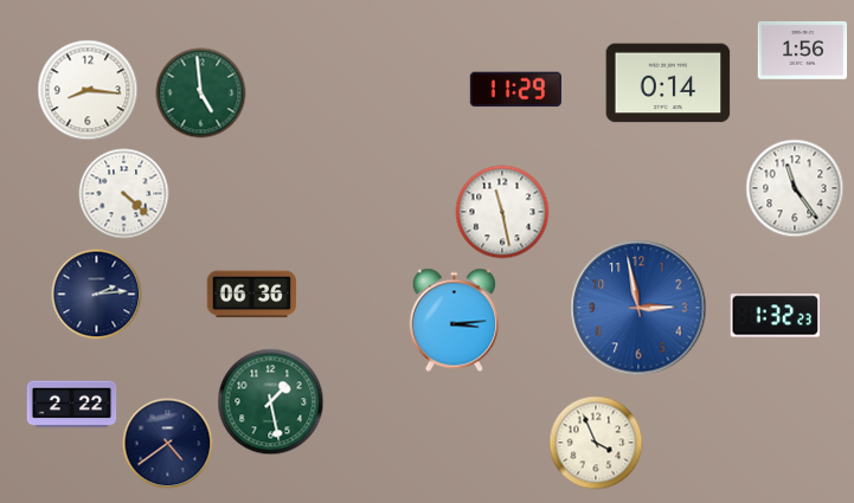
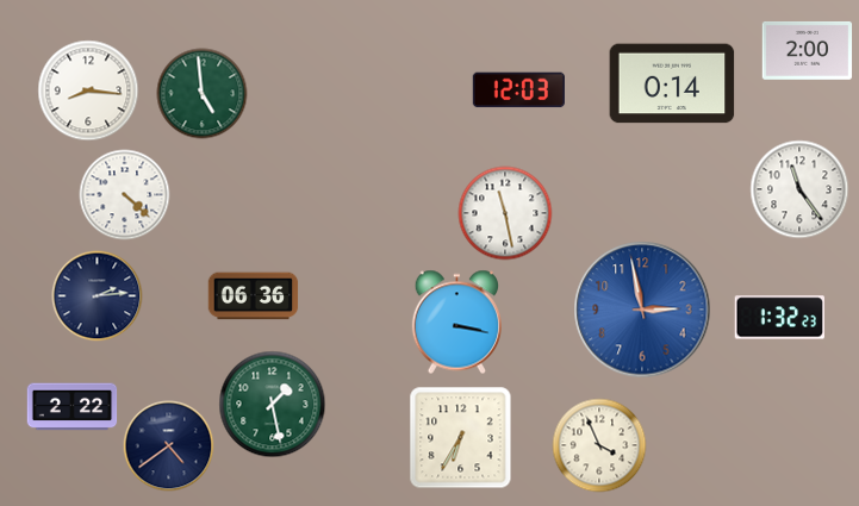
clock at (803, 50): 1:56 -> 2:00
clock at (515, 90): 11:29 -> 12:03
clock at (454, 321): 3:14 -> 3:17
clock at (461, 438): none -> 6:35
